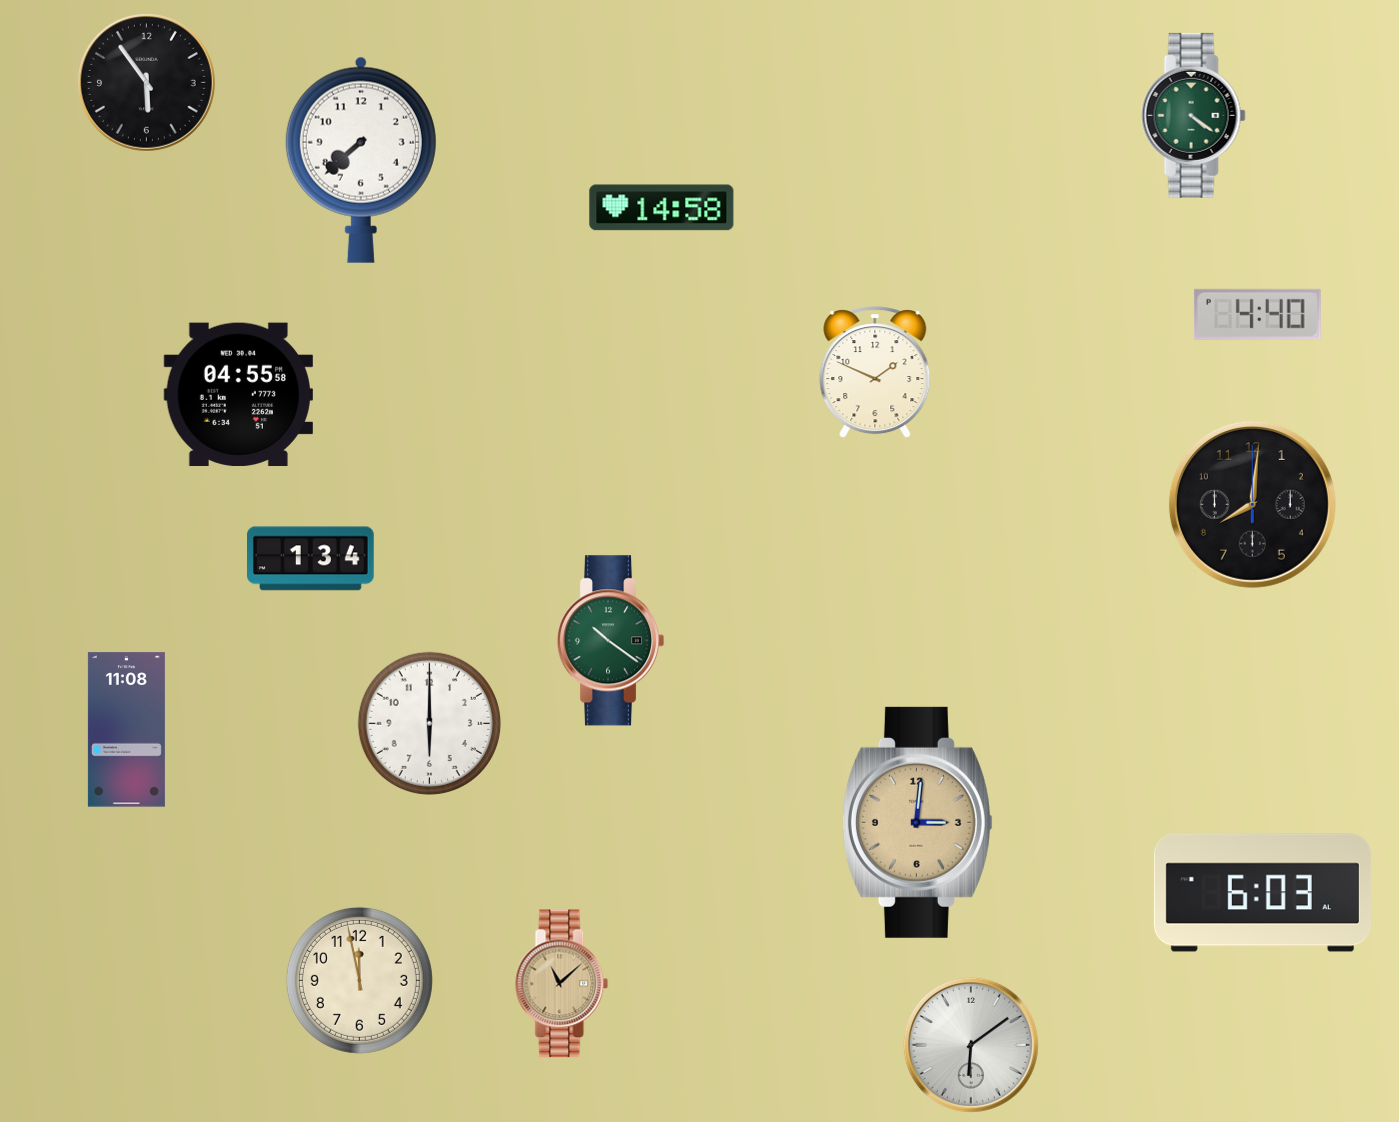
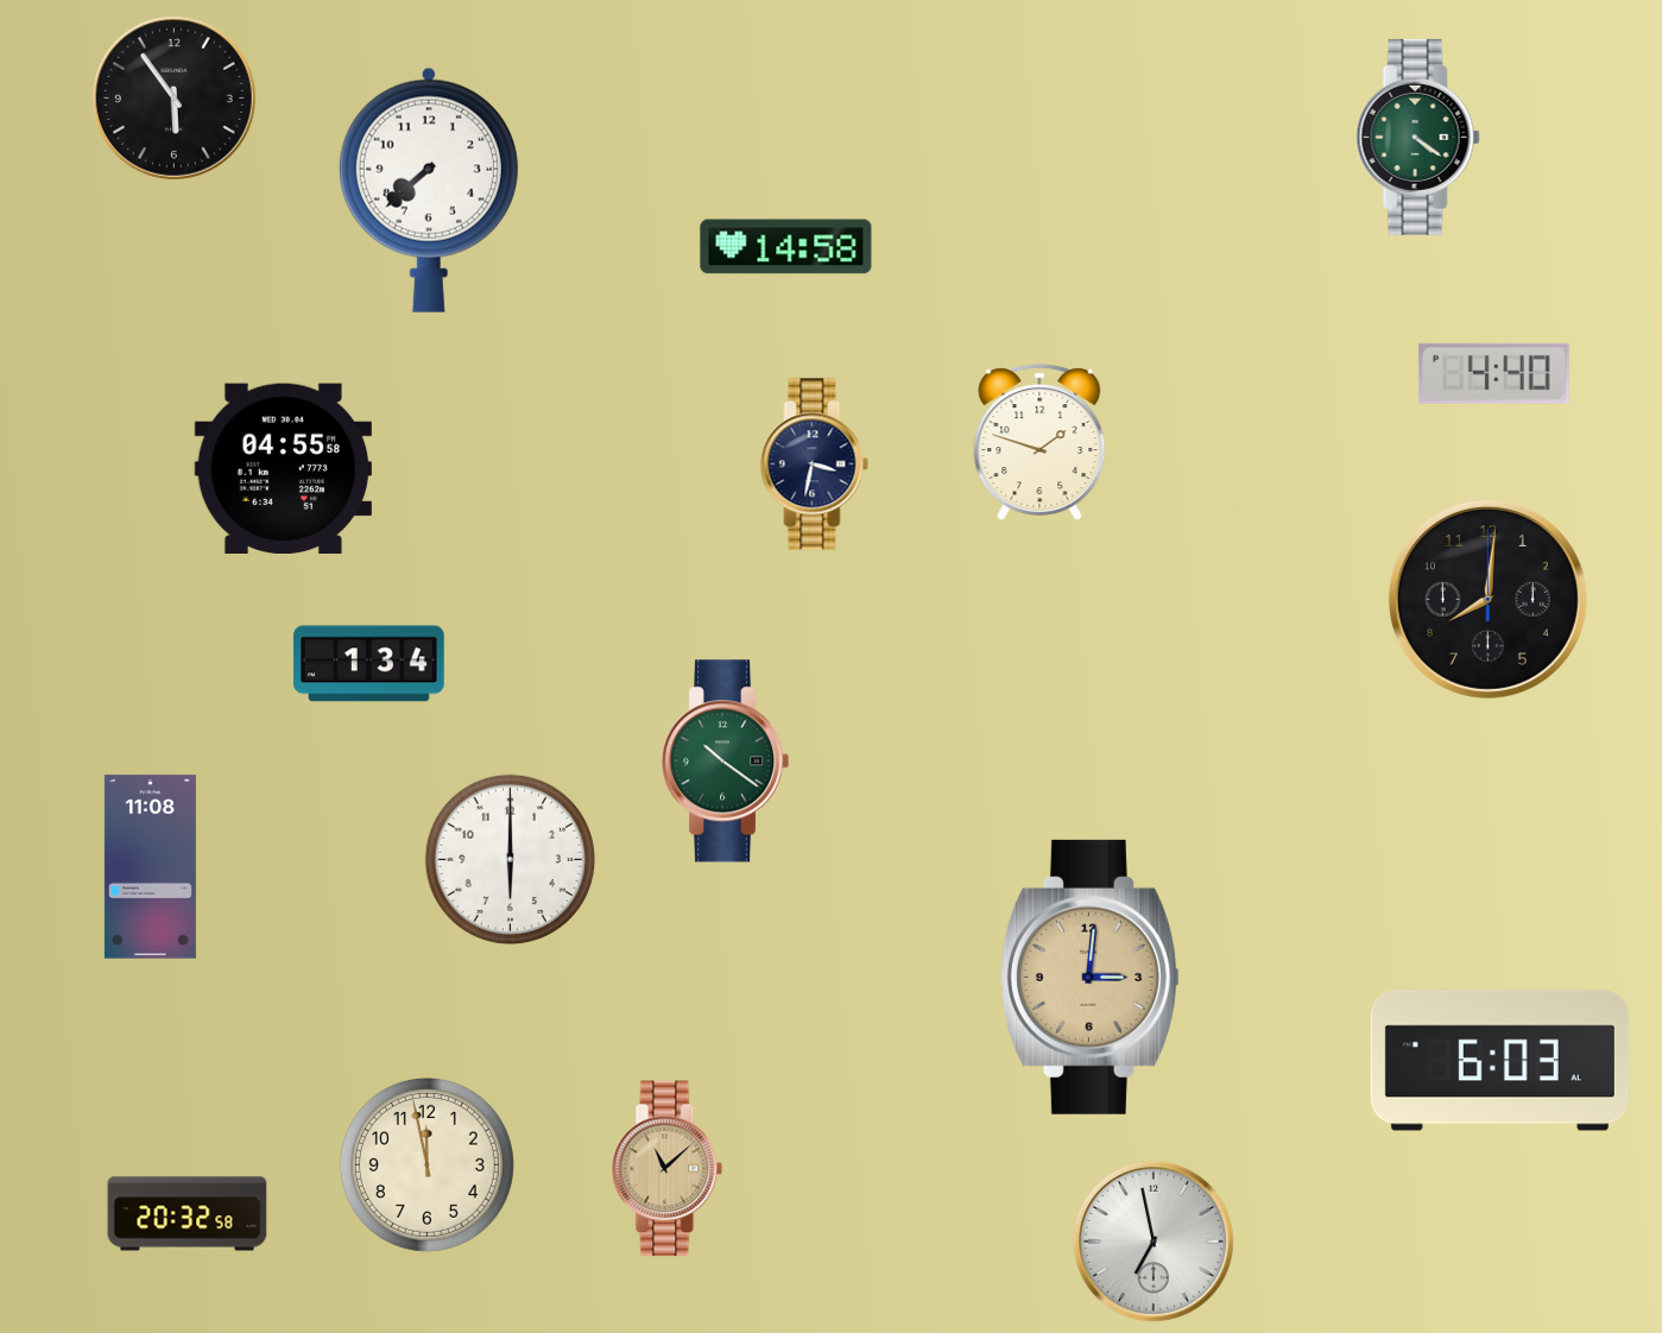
clock at (875, 373): 1:49 -> 1:48
clock at (815, 465): none -> 3:32
clock at (188, 1214): none -> 20:32
clock at (971, 1045): 6:09 -> 6:58
